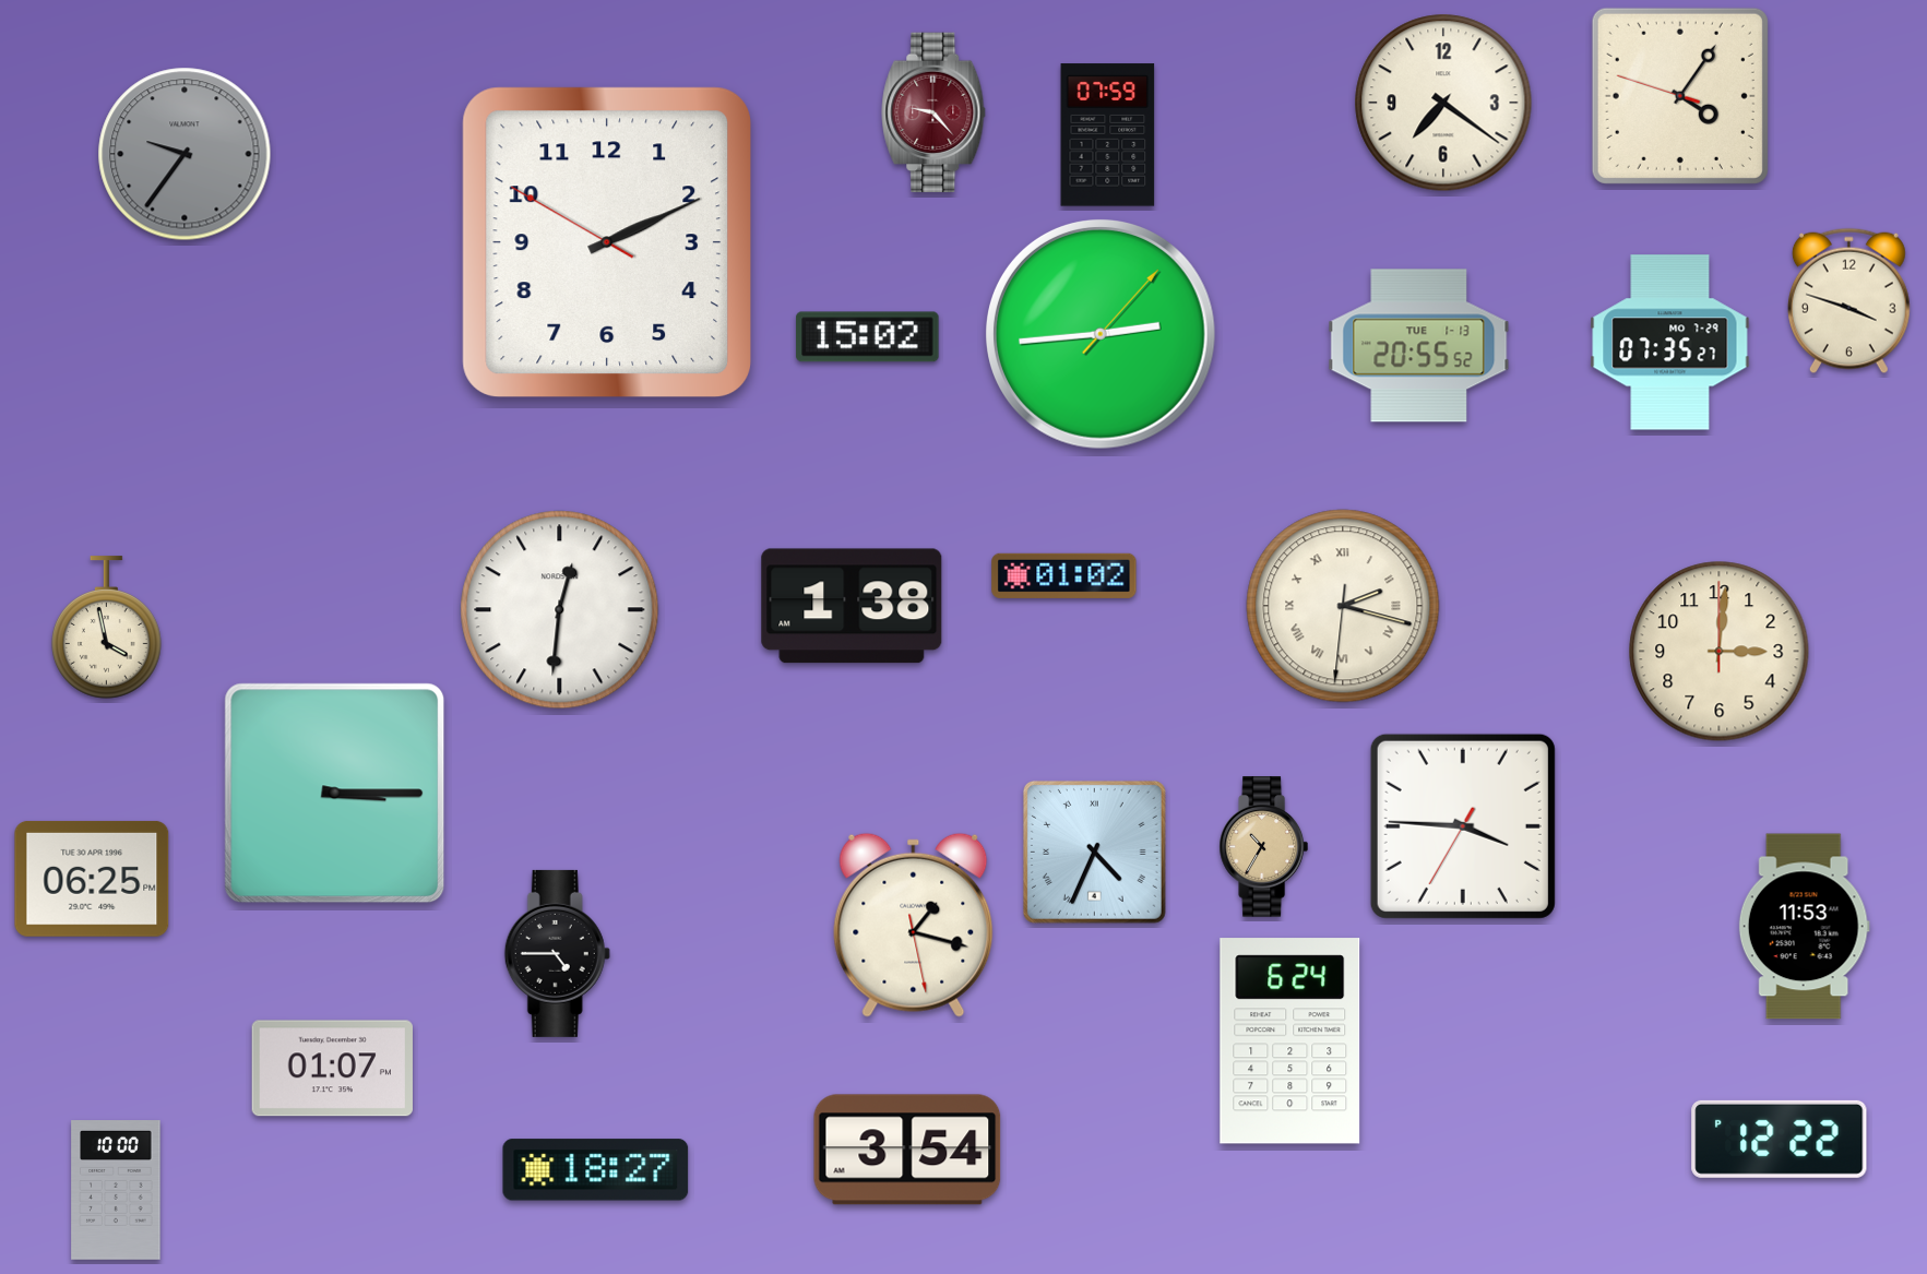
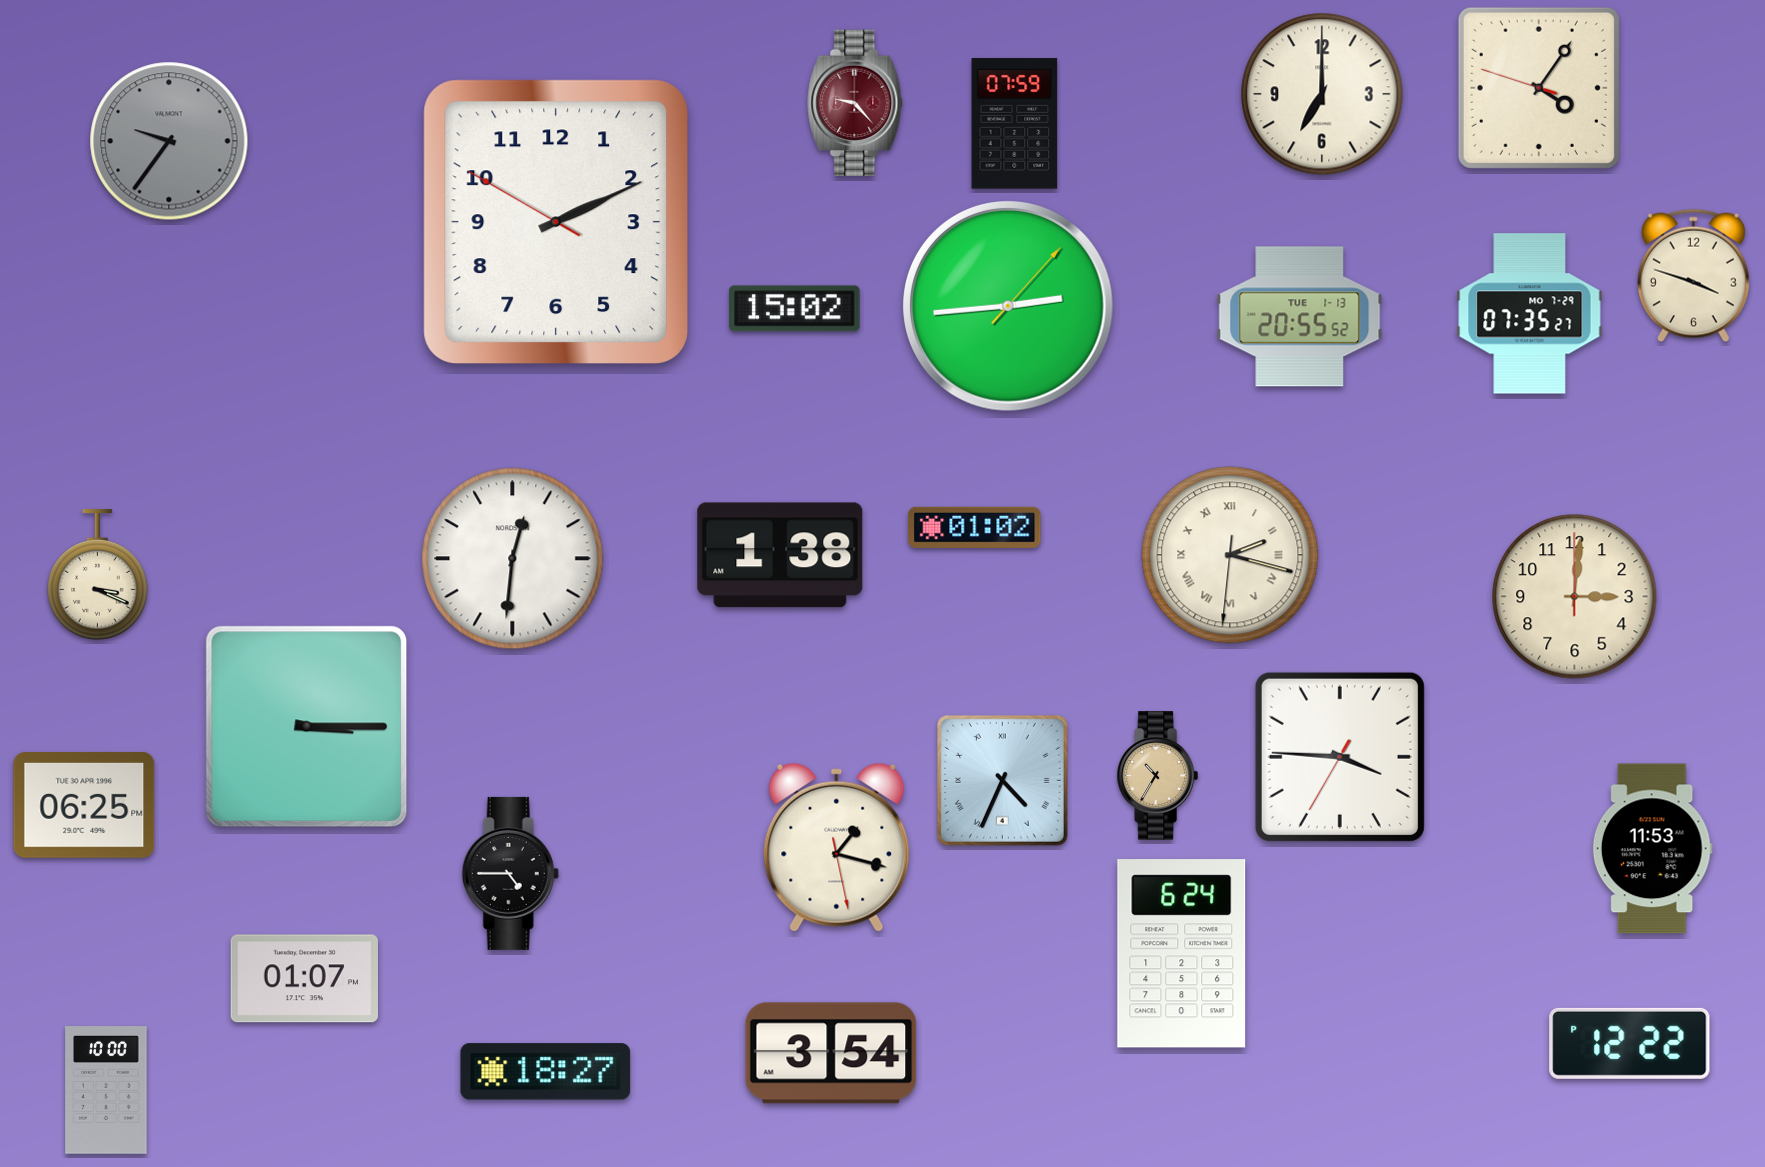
clock at (1443, 103): 7:21 -> 7:00
clock at (107, 628): 3:58 -> 3:19
